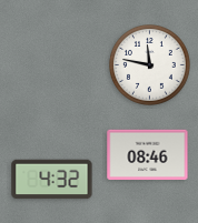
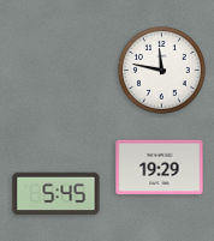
clock at (148, 155): 08:46 -> 19:29
clock at (52, 180): 4:32 -> 5:45
